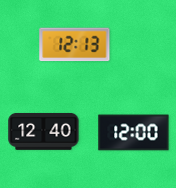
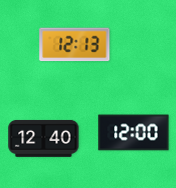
clock at (44, 131) position: (44, 131) -> (44, 138)
